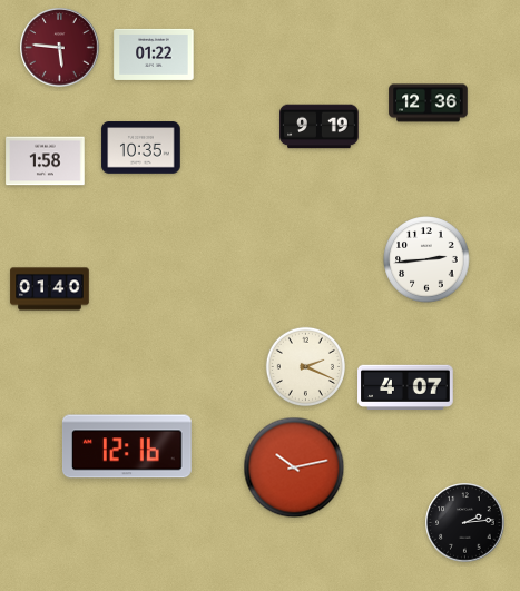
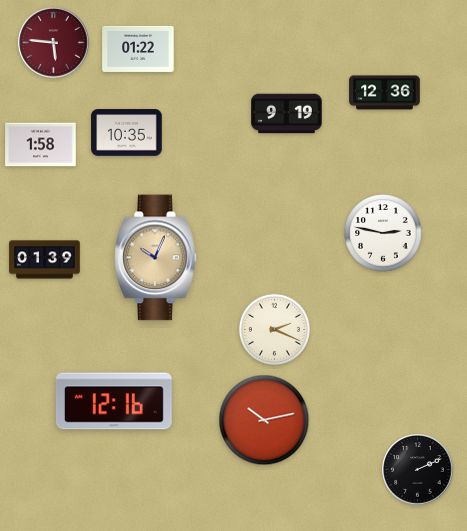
clock at (426, 259): 2:44 -> 2:47
clock at (156, 258): none -> 10:04
clock at (50, 289): 01:40 -> 01:39
clock at (405, 387): 4:07 -> none
clock at (465, 523): 2:14 -> 2:11
